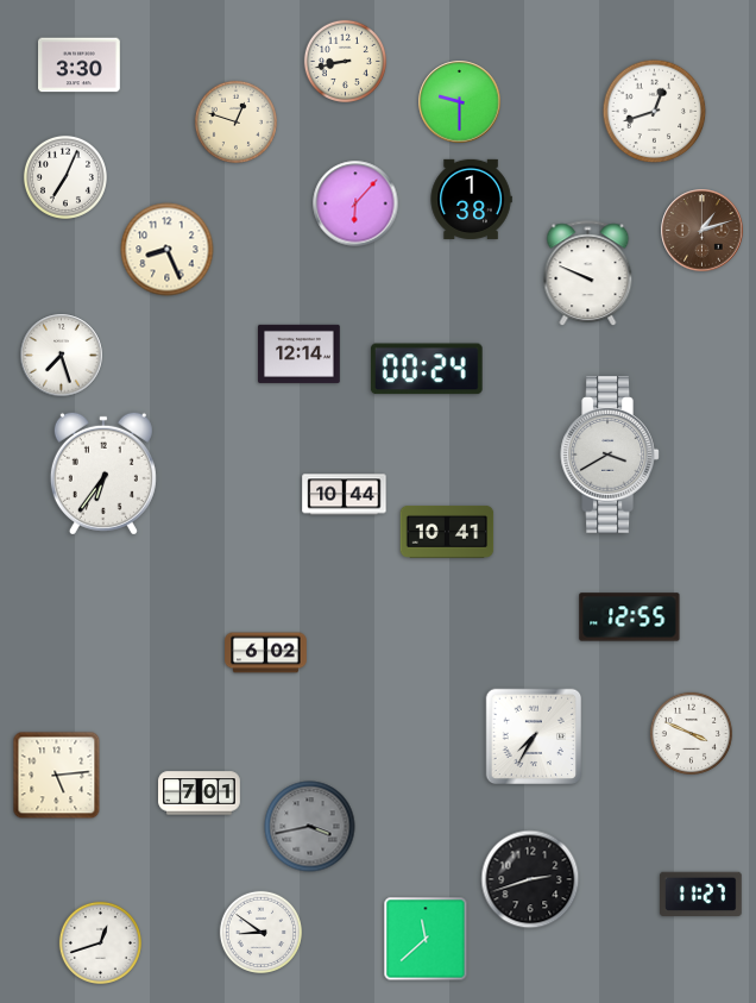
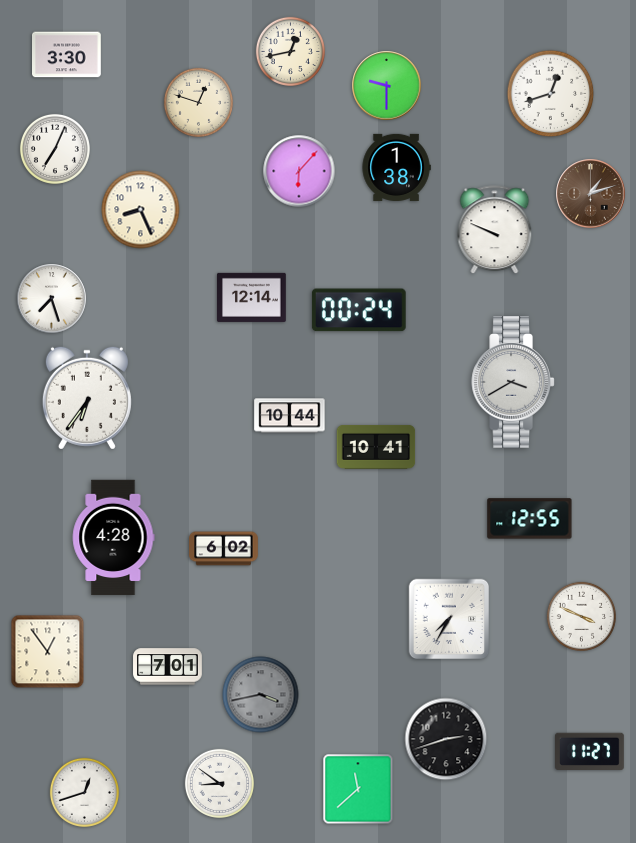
clock at (345, 61): 8:43 -> 12:43
clock at (113, 538): none -> 4:28
clock at (57, 776): 5:14 -> 12:54
